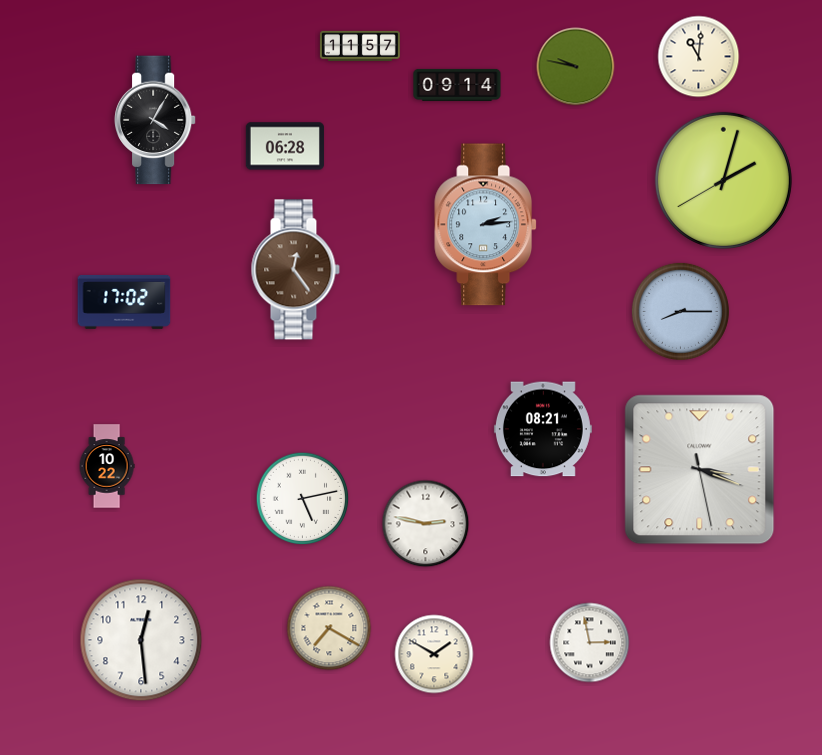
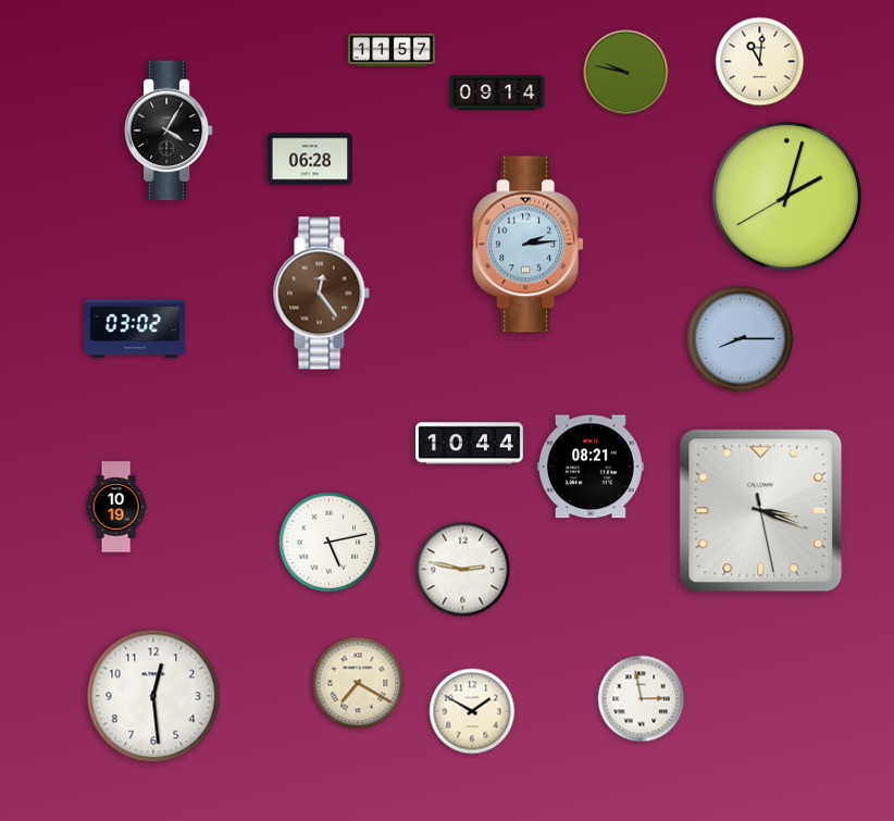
clock at (124, 302): 17:02 -> 03:02
clock at (470, 444): none -> 10:44
clock at (107, 466): 10:22 -> 10:19
